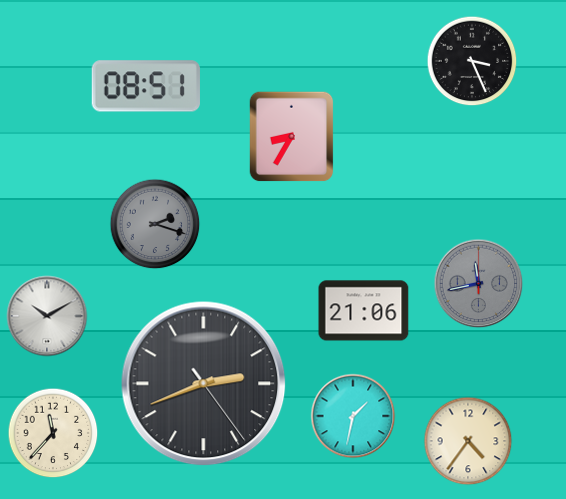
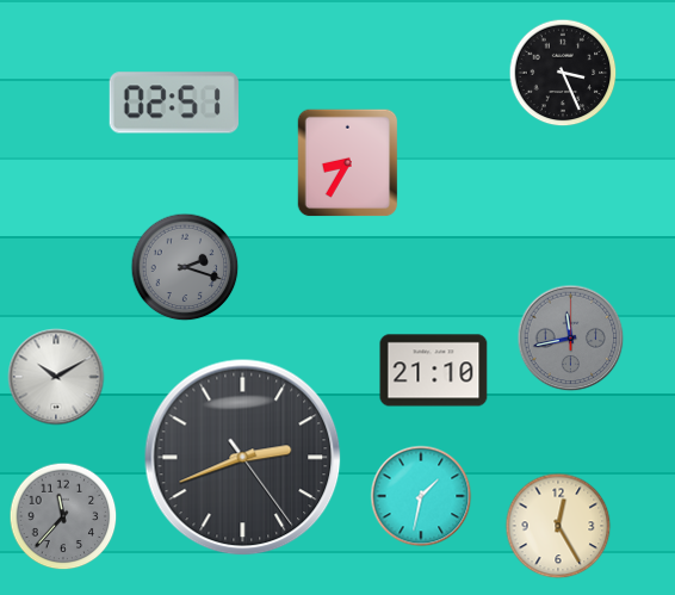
clock at (146, 86): 08:51 -> 02:51
clock at (364, 311): 21:06 -> 21:10
clock at (53, 433) dial: cream -> grey
clock at (468, 441): 4:36 -> 12:25
